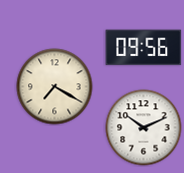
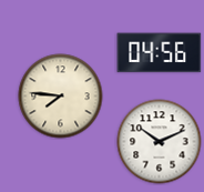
clock at (144, 48): 09:56 -> 04:56
clock at (55, 87): 7:20 -> 7:46
